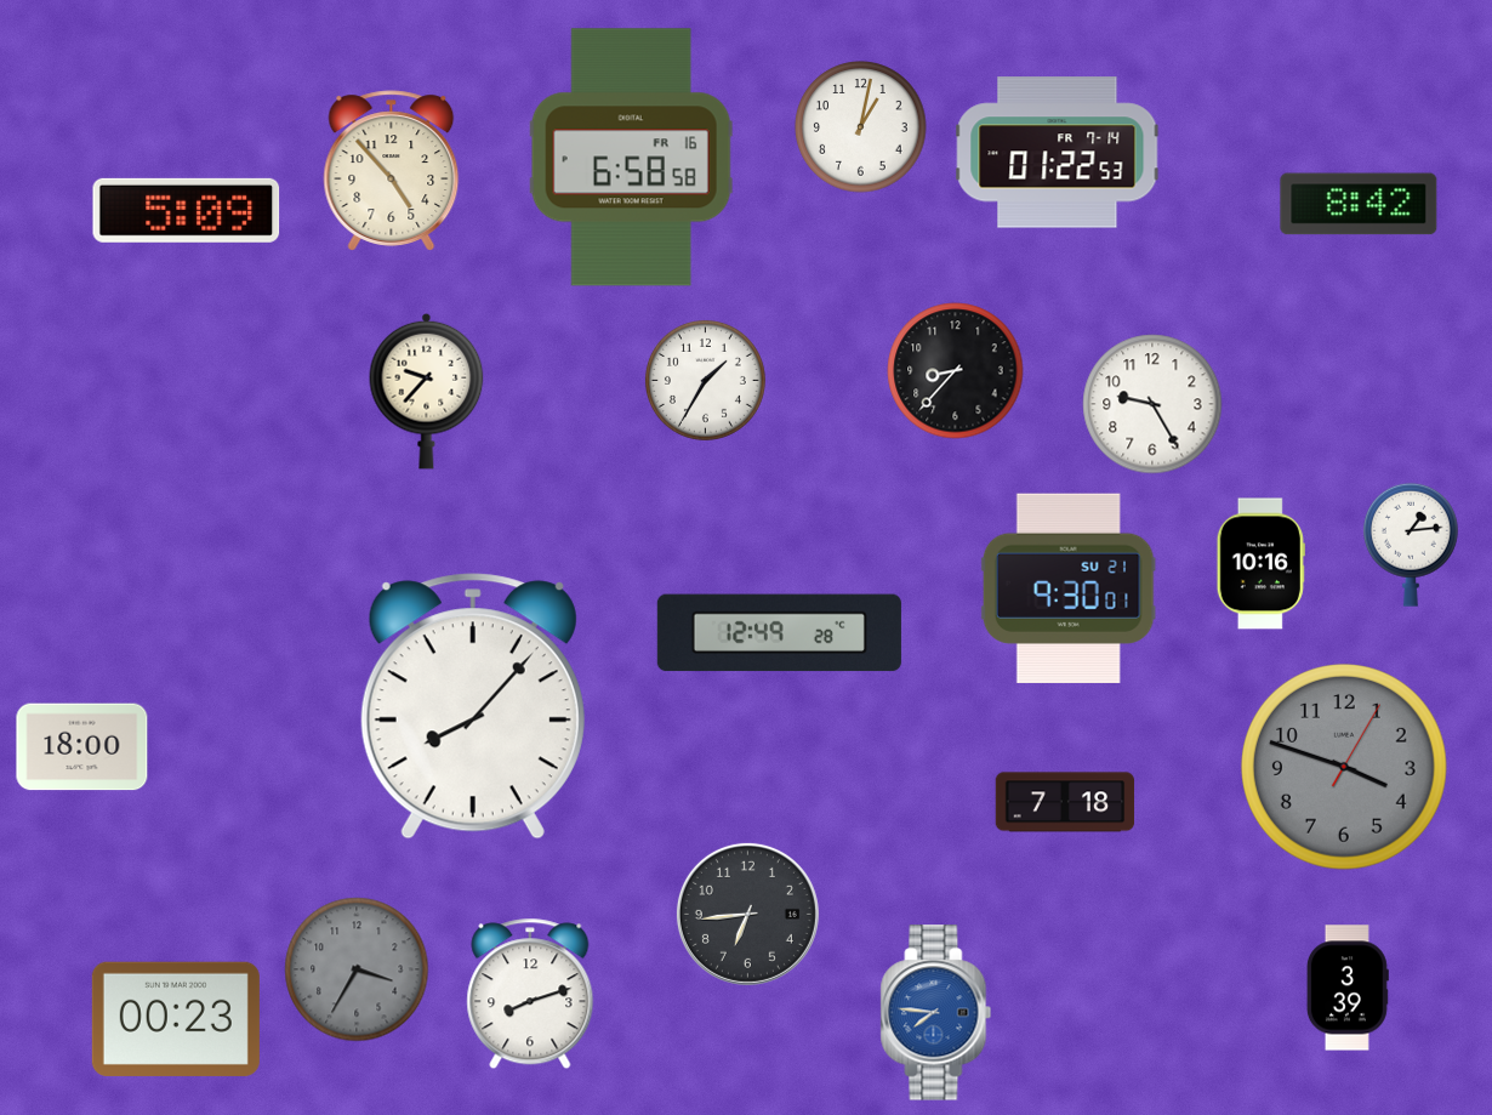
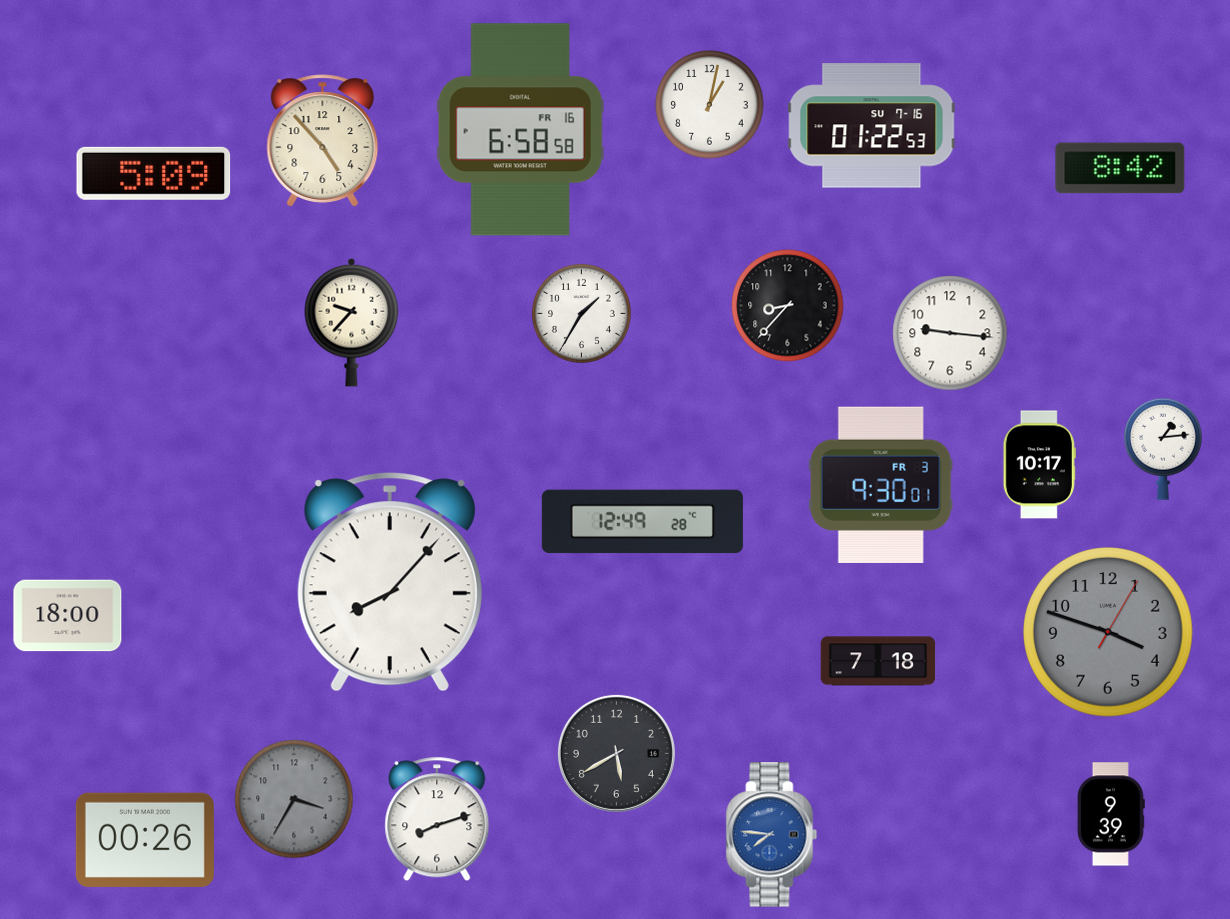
clock at (1058, 153) date: FR 7-14 -> SU 7-16
clock at (1152, 404): 9:25 -> 9:16
clock at (1260, 564): 10:16 -> 10:17
clock at (1069, 587) date: SU 21 -> FR 3
clock at (747, 914): 6:44 -> 5:40
clock at (1348, 988): 3:39 -> 9:39
clock at (176, 1019): 00:23 -> 00:26
